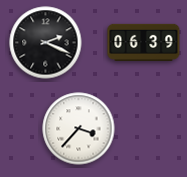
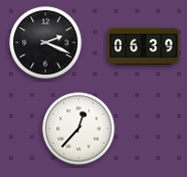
clock at (144, 42) position: (144, 42) -> (144, 46)
clock at (79, 129): 3:37 -> 12:37
